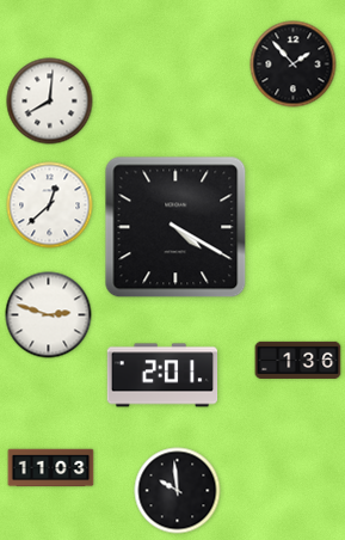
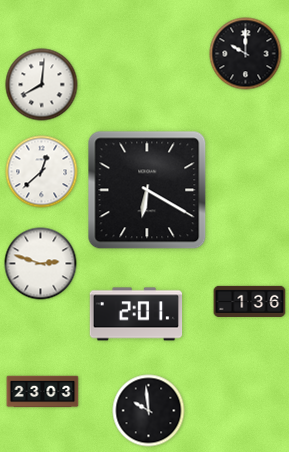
clock at (294, 65): 1:53 -> 10:00
clock at (175, 227): 4:20 -> 6:20
clock at (51, 468): 11:03 -> 23:03
